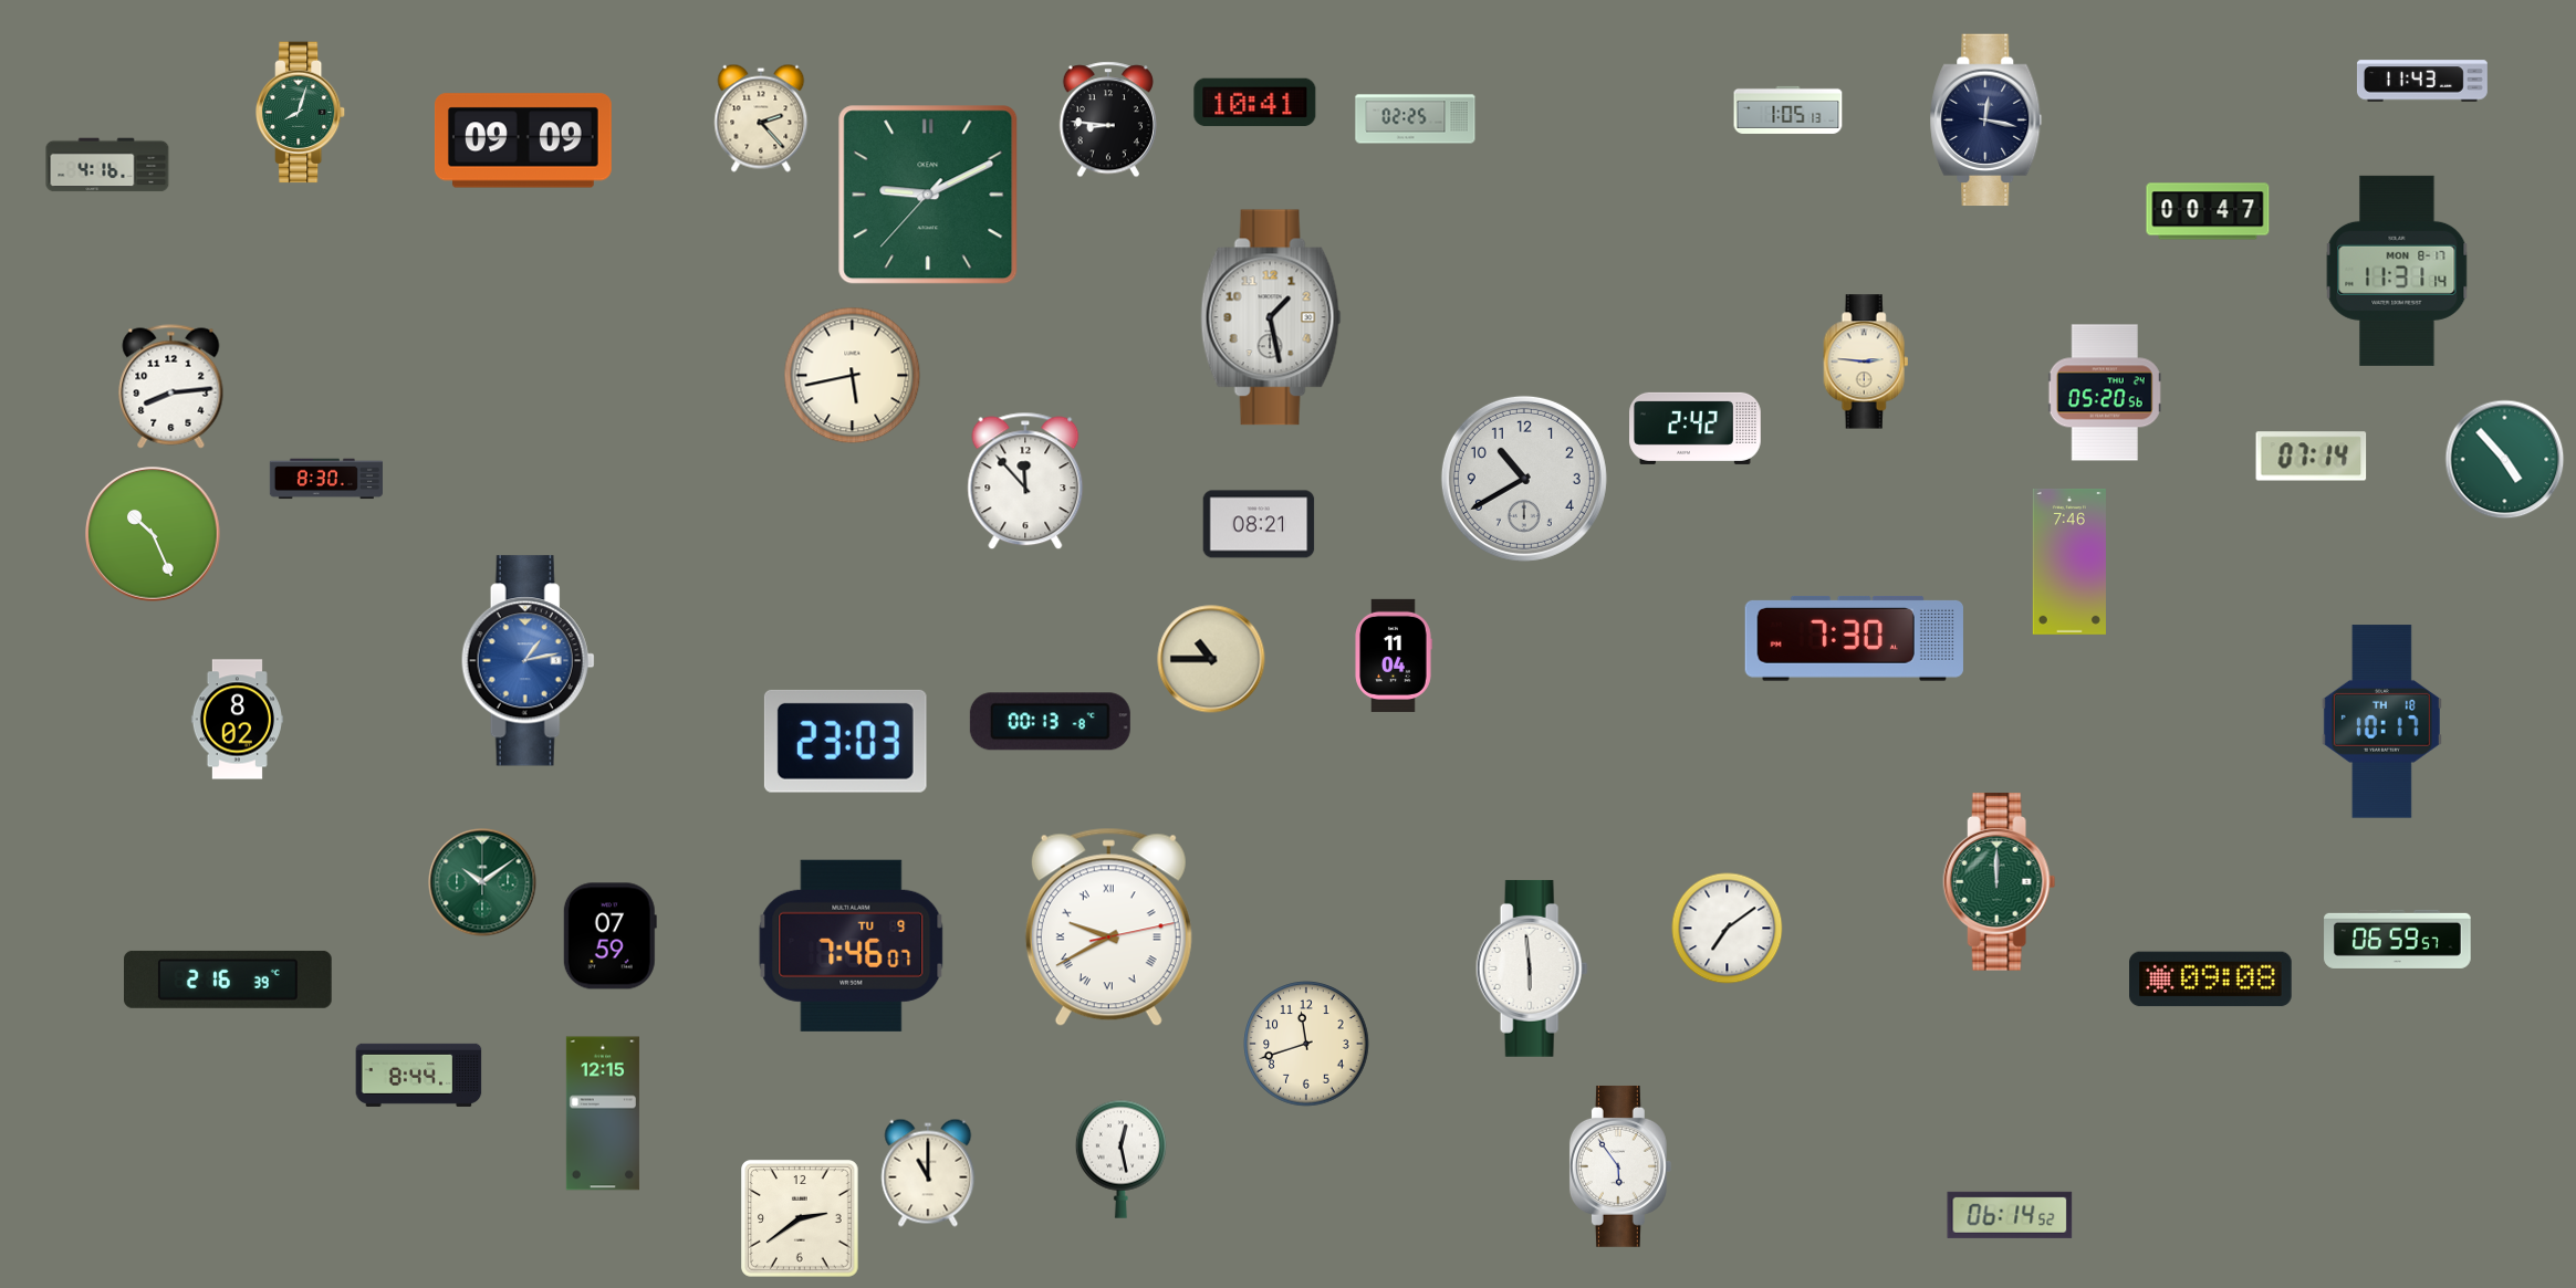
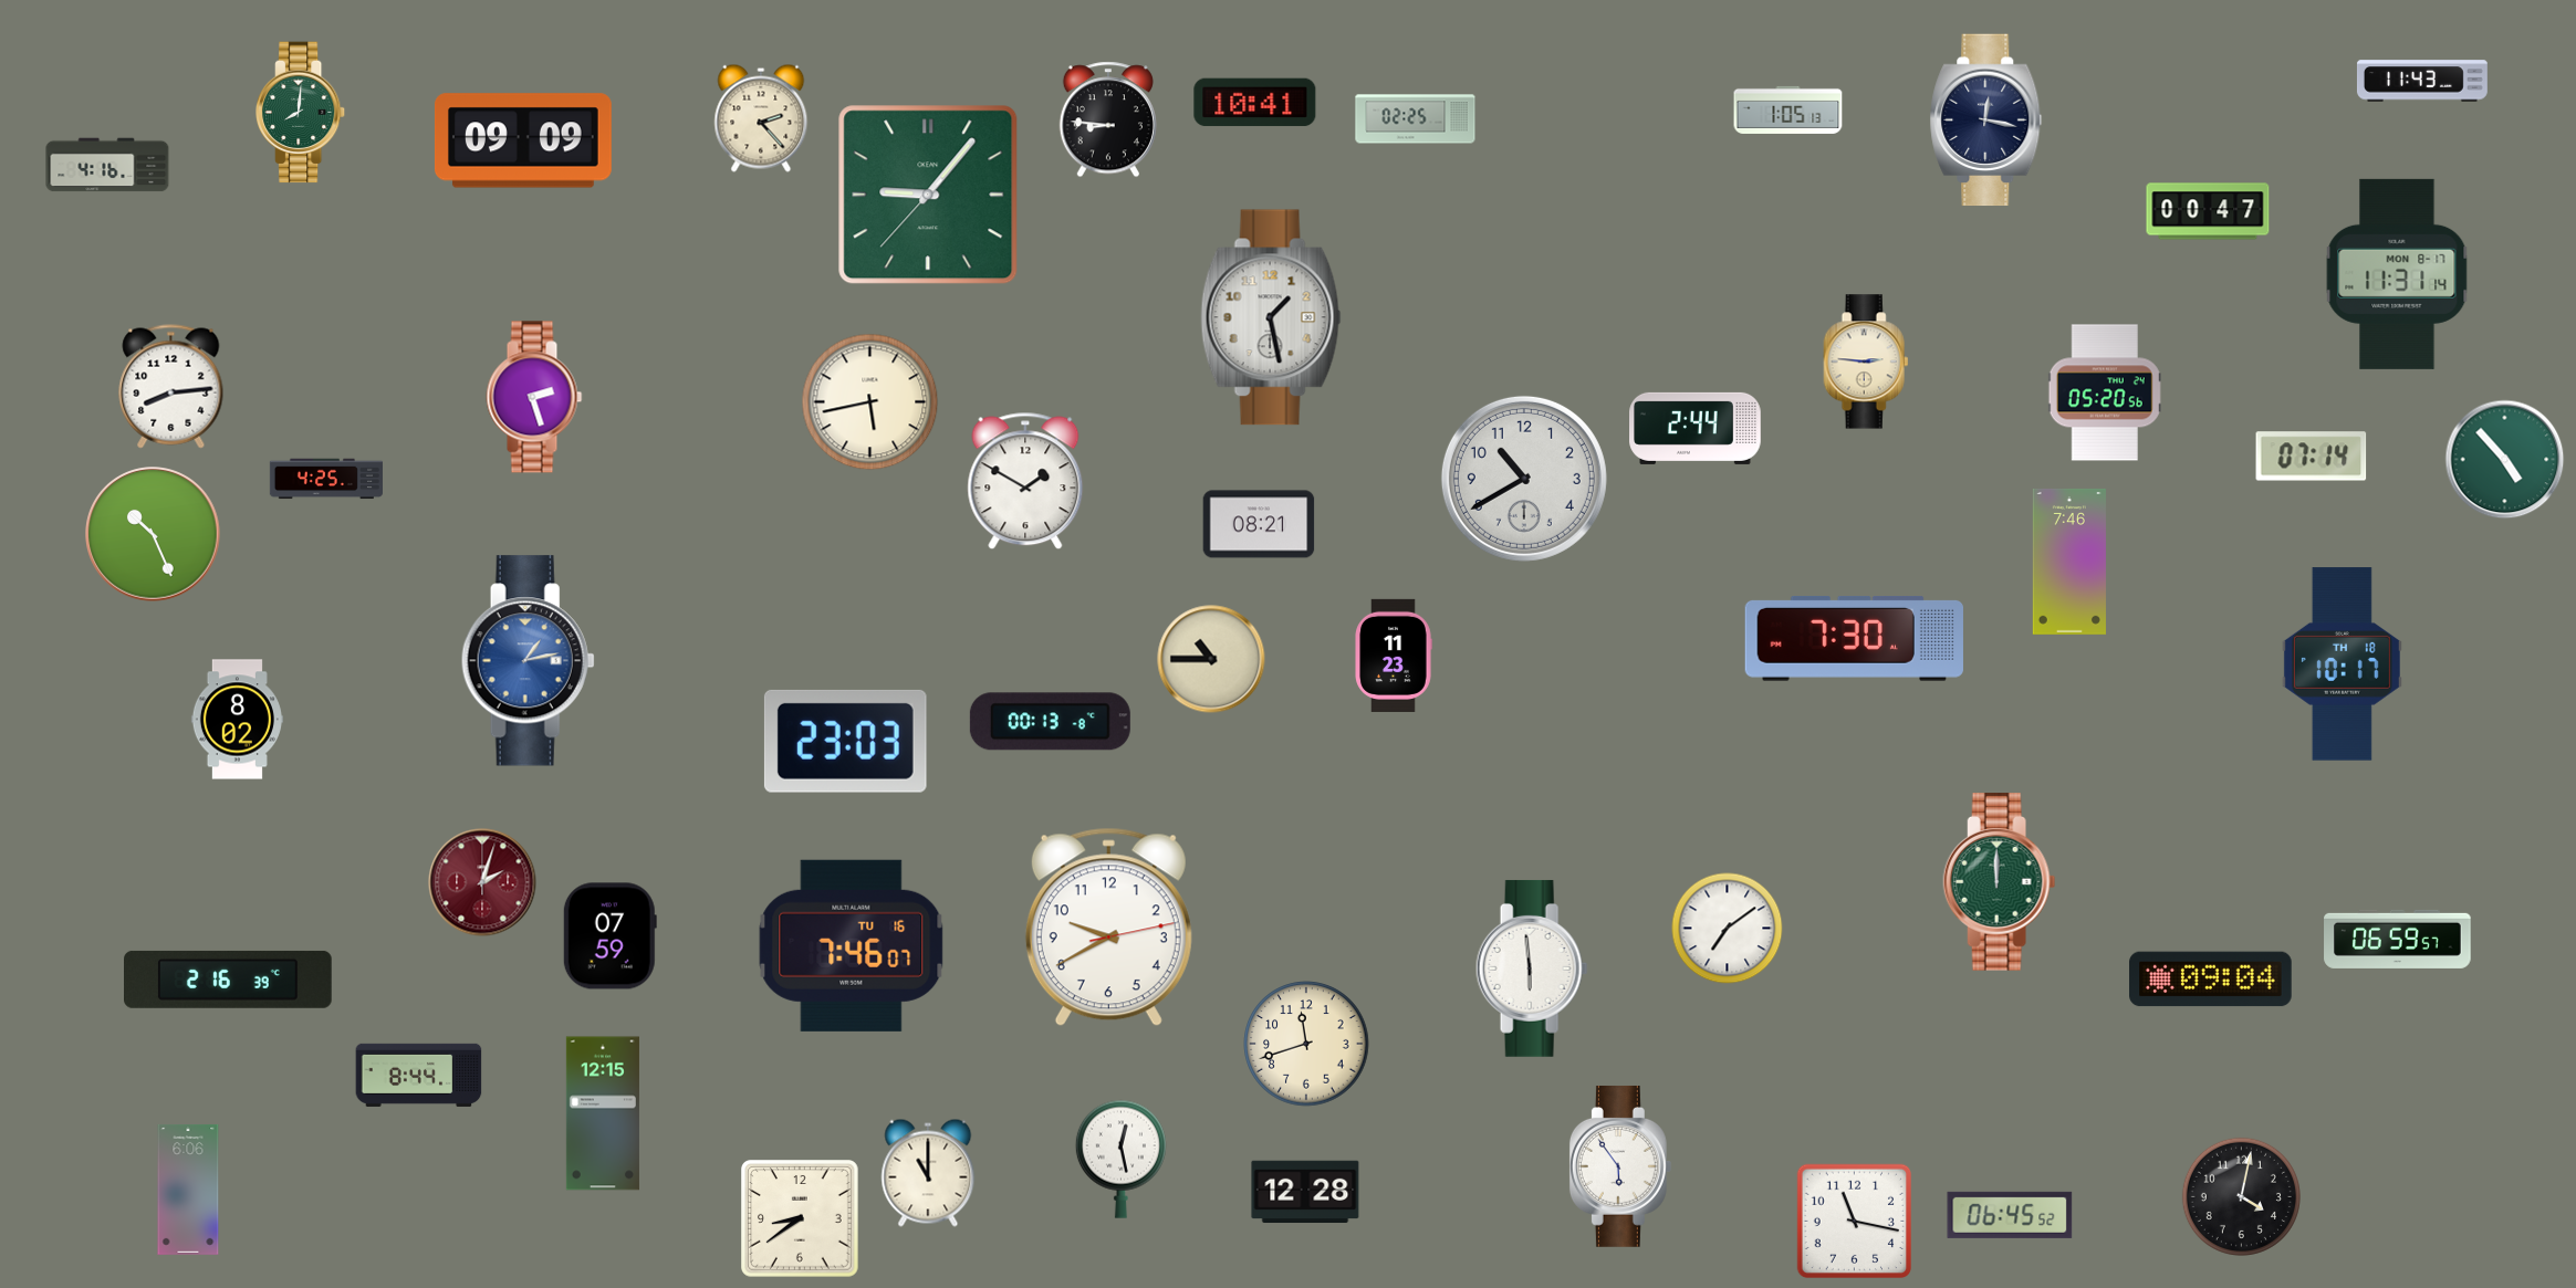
clock at (302, 113): 8:03 -> 8:01
clock at (928, 195): 9:10 -> 9:06
clock at (2397, 271) position: (2397, 271) -> (2397, 274)
clock at (853, 376) position: (853, 376) -> (870, 402)
clock at (534, 397): none -> 2:27
clock at (1696, 428): 2:42 -> 2:44
clock at (326, 479): 8:30 -> 4:25
clock at (1025, 481): 11:53 -> 1:50
clock at (1394, 656): 11:04 -> 11:23
clock at (2381, 722) position: (2381, 722) -> (2342, 664)
clock at (482, 882): 10:09 -> 2:03
clock at (482, 882) dial: green -> burgundy
clock at (1108, 928) numerals: Roman -> Arabic
clock at (852, 945) date: TU 9 -> TU 16
clock at (2211, 980): 09:08 -> 09:04
clock at (188, 1190): none -> 6:06
clock at (1305, 1192): none -> 12:28
clock at (2241, 1196): none -> 4:02
clock at (2010, 1215): 06:14 -> 06:45
clock at (800, 1218): 2:39 -> 8:39
clock at (1854, 1221): none -> 11:17
